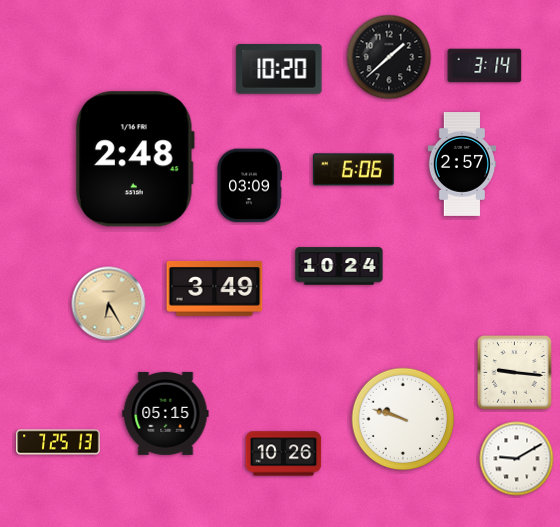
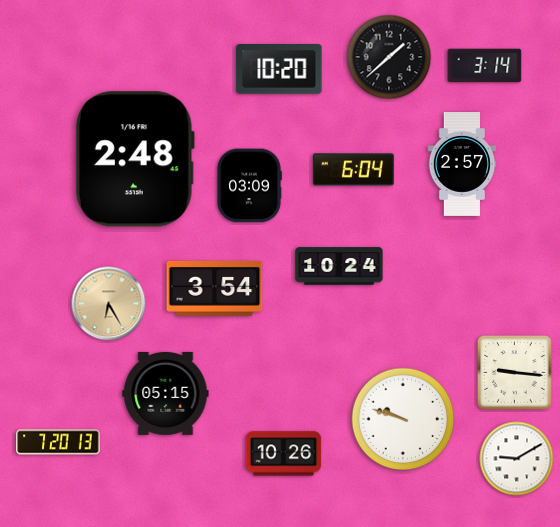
clock at (353, 170): 6:06 -> 6:04
clock at (215, 288): 3:49 -> 3:54
clock at (166, 413) position: (166, 413) -> (166, 393)
clock at (58, 442): 7:25 -> 7:20
